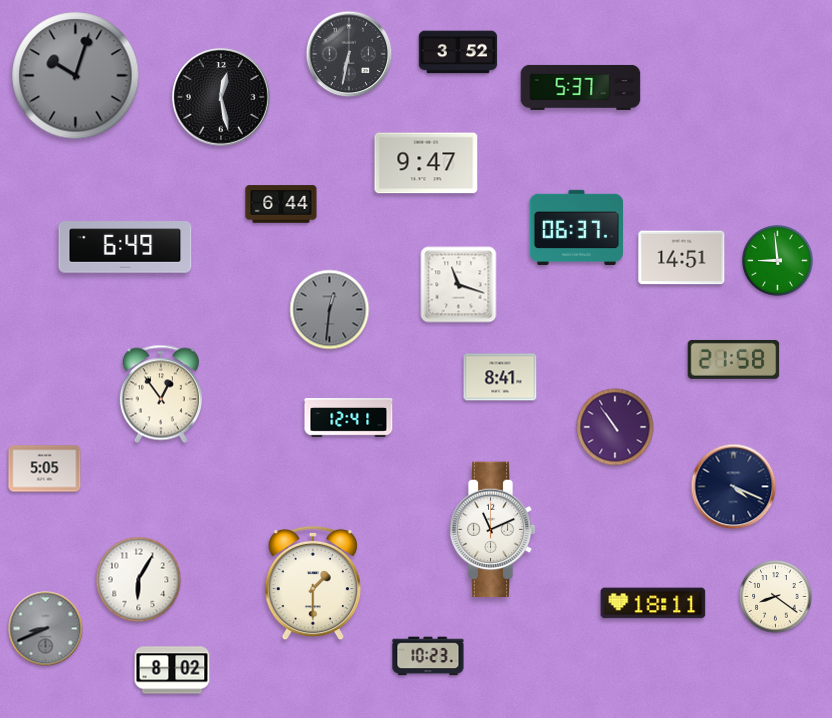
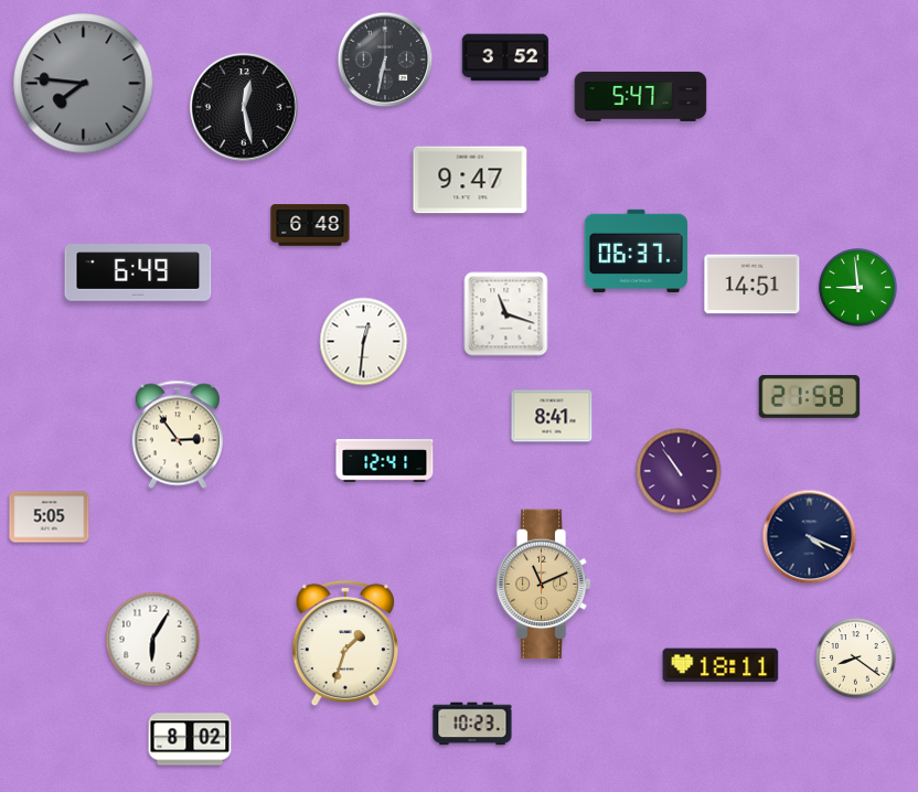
clock at (76, 76): 10:03 -> 7:46
clock at (581, 87): 5:37 -> 5:47
clock at (281, 204): 6:44 -> 6:48
clock at (330, 310) dial: grey -> white
clock at (161, 394): 12:54 -> 2:54
clock at (492, 530) dial: white -> champagne
clock at (312, 583): 1:30 -> 1:33
clock at (46, 629): 8:41 -> none
